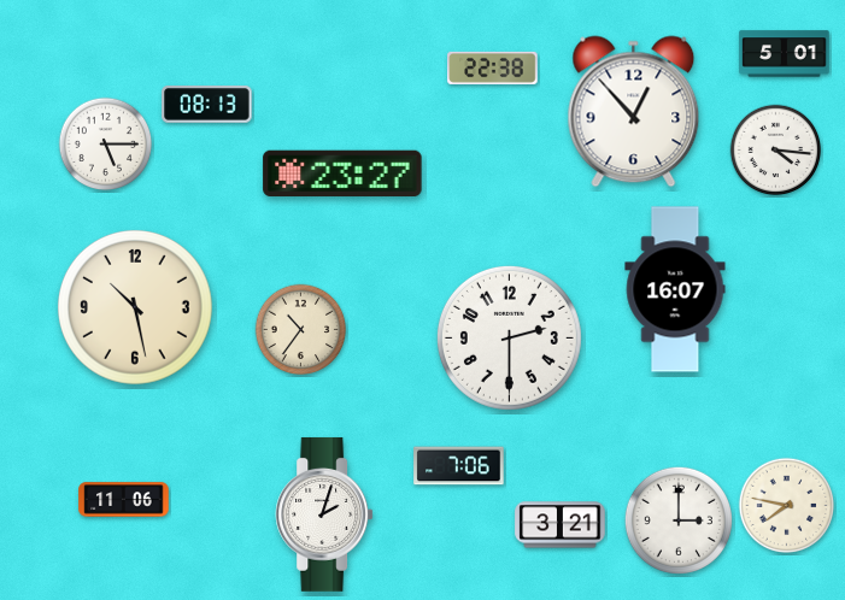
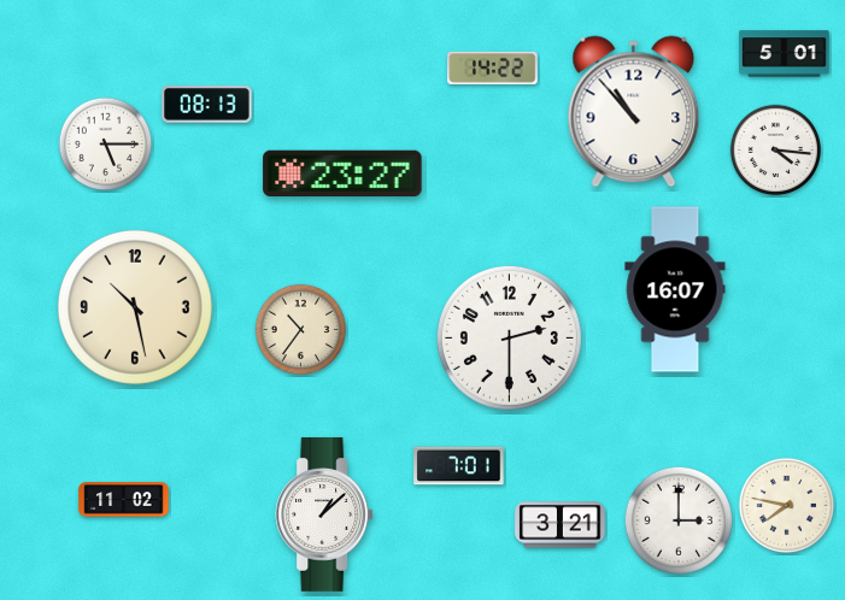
clock at (493, 67): 22:38 -> 14:22
clock at (634, 112): 12:53 -> 10:53
clock at (459, 466): 7:06 -> 7:01
clock at (124, 500): 11:06 -> 11:02
clock at (324, 514): 2:03 -> 1:08
